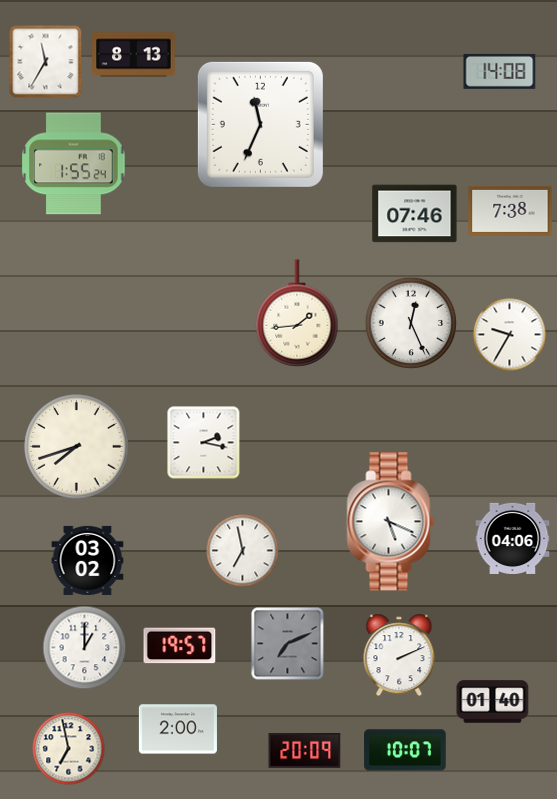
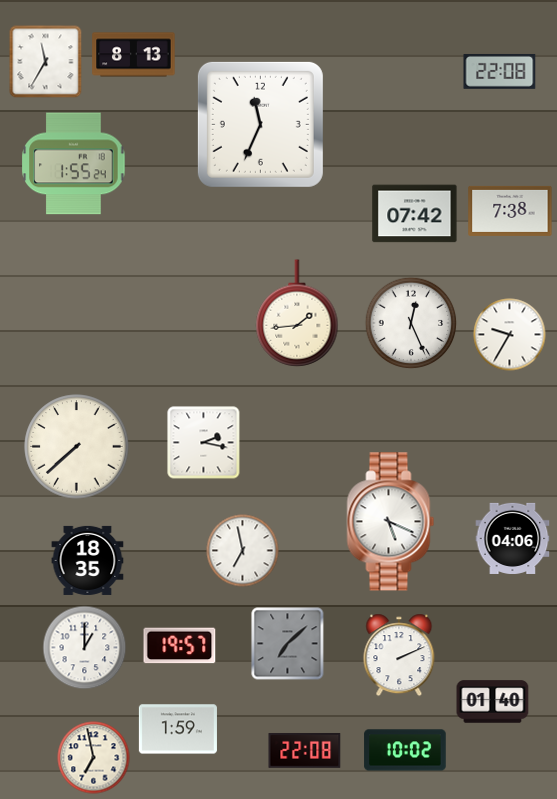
clock at (500, 71): 14:08 -> 22:08
clock at (415, 214): 07:46 -> 07:42
clock at (77, 447): 7:42 -> 7:38
clock at (88, 560): 03:02 -> 18:35
clock at (288, 644): 7:11 -> 7:08
clock at (178, 729): 2:00 -> 1:59
clock at (69, 749) position: (69, 749) -> (94, 758)
clock at (305, 750): 20:09 -> 22:08
clock at (405, 750): 10:07 -> 10:02
